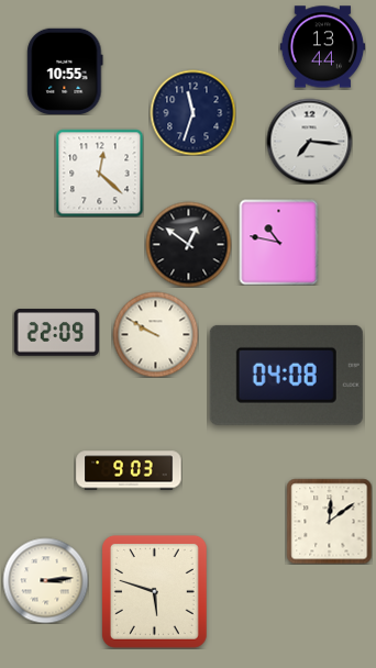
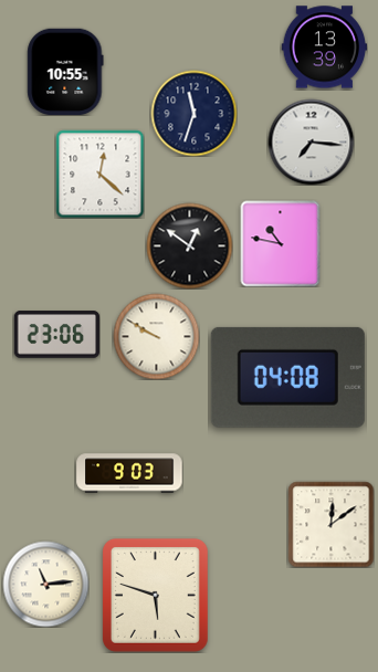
clock at (322, 47): 13:44 -> 13:39
clock at (56, 333): 22:09 -> 23:06
clock at (45, 580): 3:14 -> 11:14
